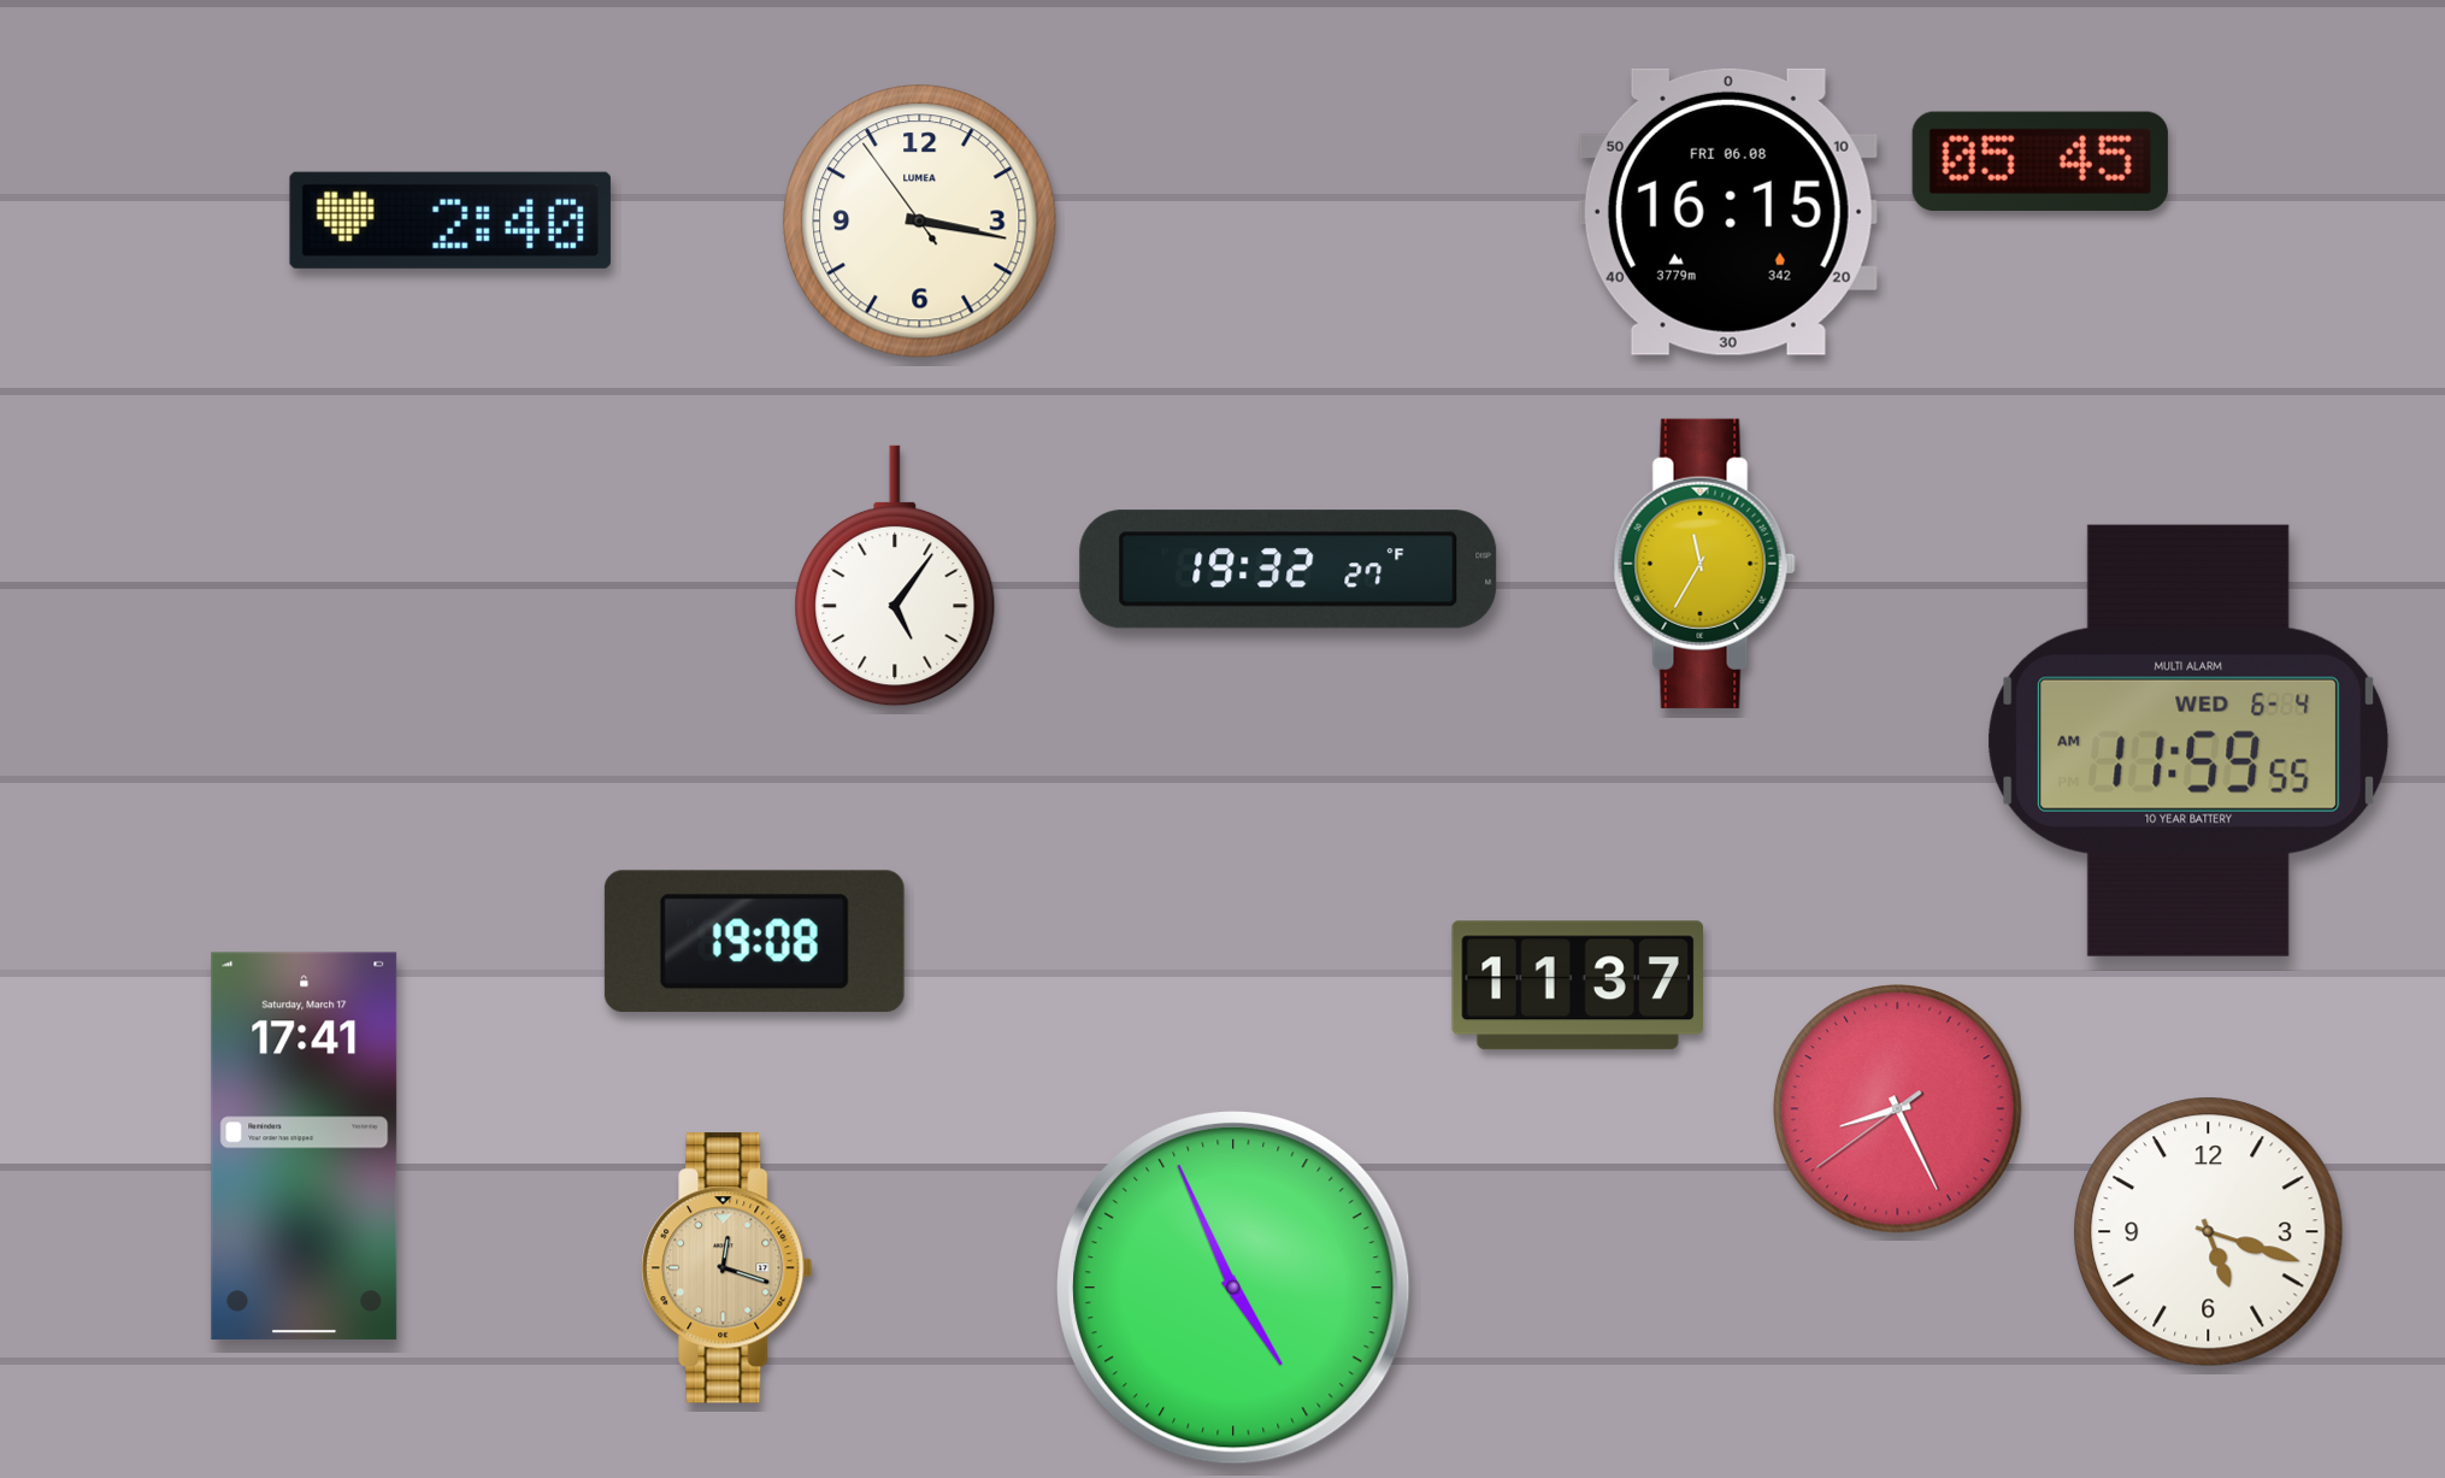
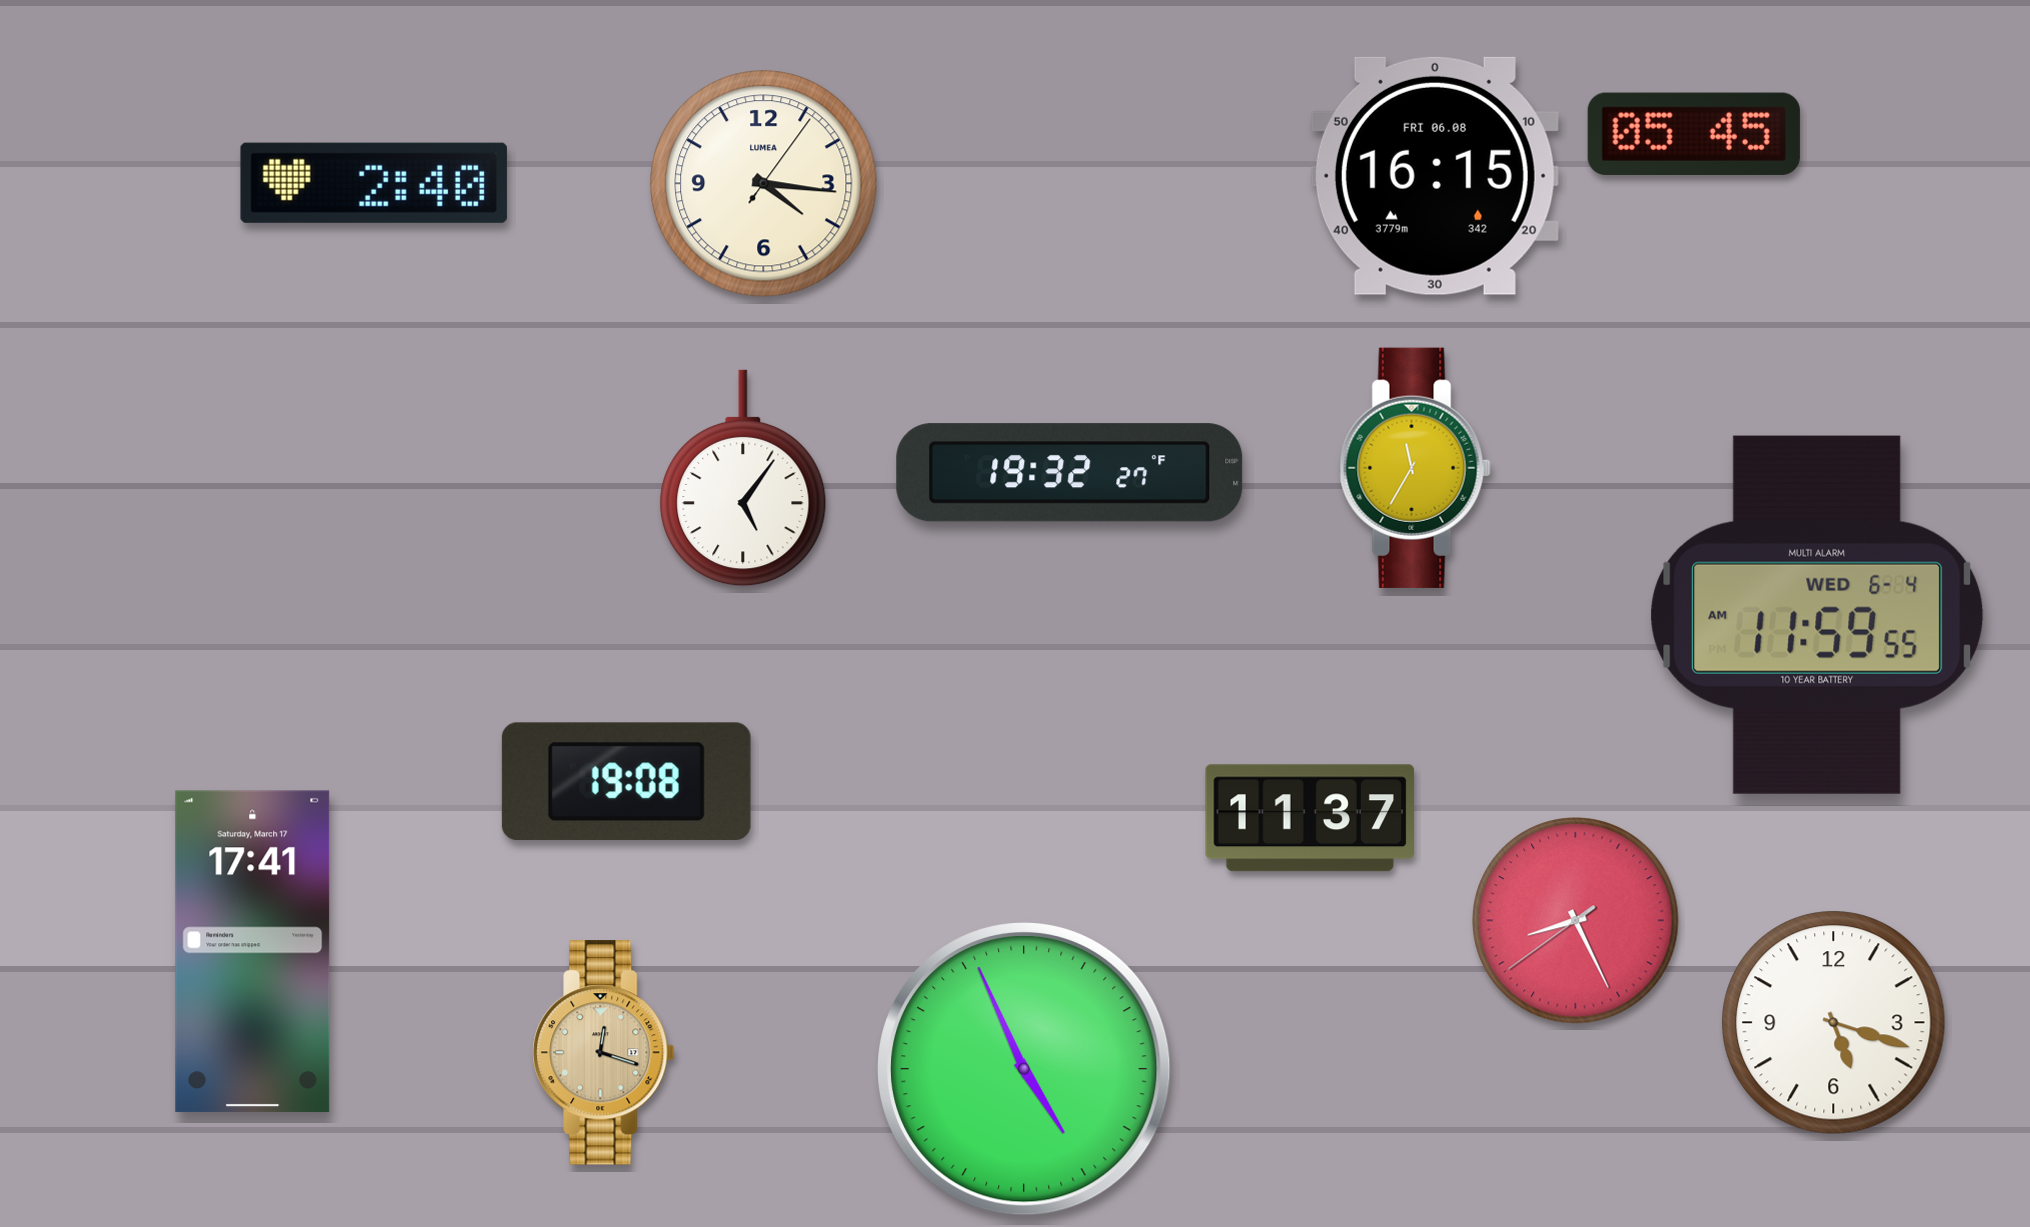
clock at (920, 222): 3:16 -> 4:16
